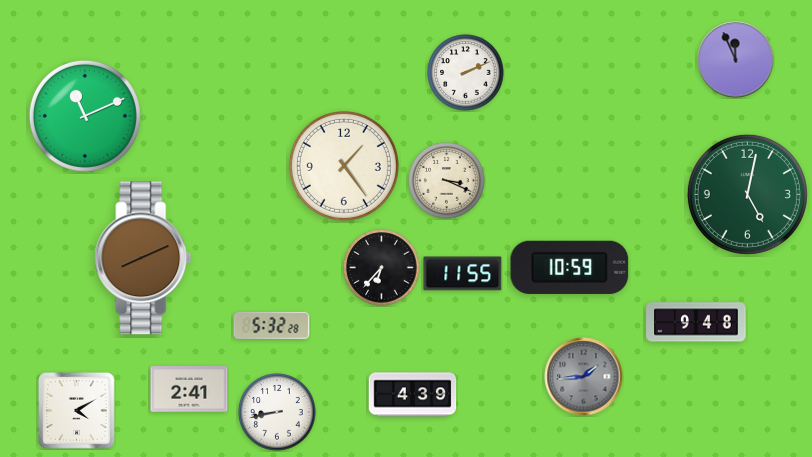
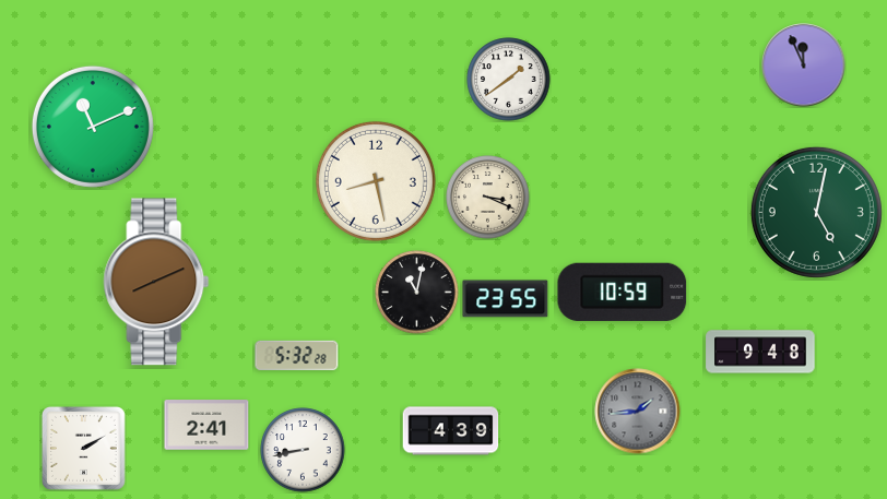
clock at (466, 73): 2:11 -> 1:39
clock at (344, 166): 1:24 -> 8:28
clock at (382, 268): 6:37 -> 11:02
clock at (463, 274): 11:55 -> 23:55
clock at (76, 410): 4:10 -> 2:10
